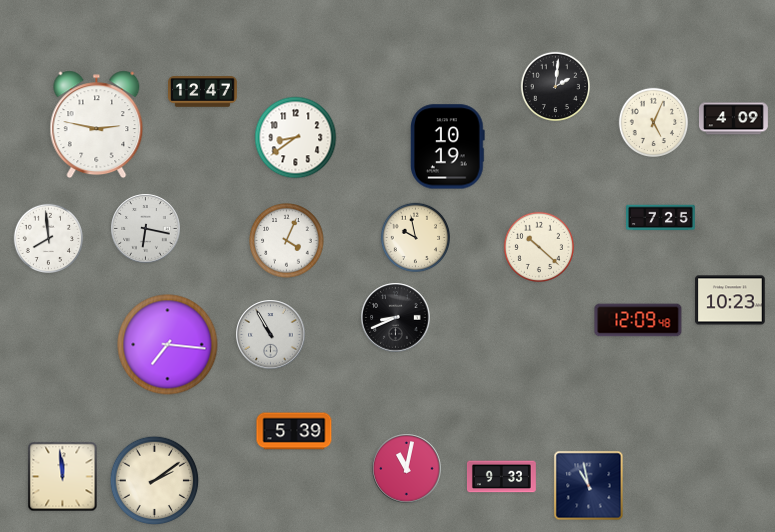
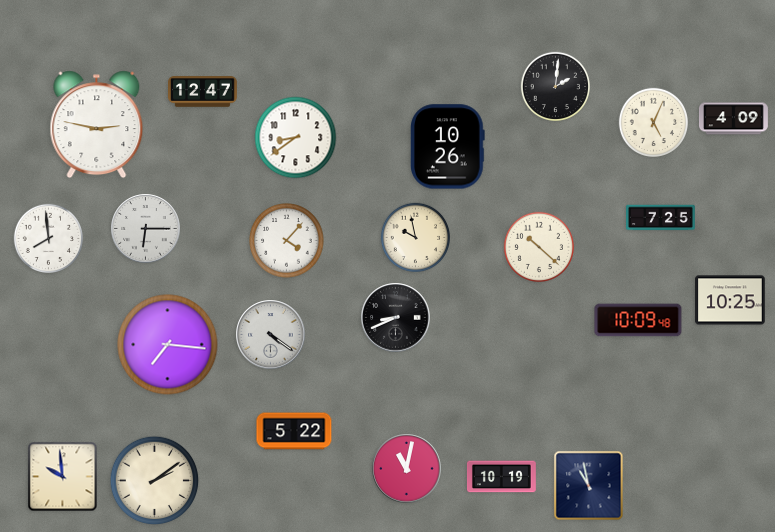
clock at (447, 147): 10:19 -> 10:26
clock at (146, 229): 6:17 -> 6:15
clock at (287, 241): 4:04 -> 4:07
clock at (730, 300): 10:23 -> 10:25
clock at (638, 320): 12:09 -> 10:09
clock at (271, 335): 10:55 -> 4:21
clock at (294, 431): 5:39 -> 5:22
clock at (63, 477): 11:59 -> 9:59
clock at (501, 477): 9:33 -> 10:19
